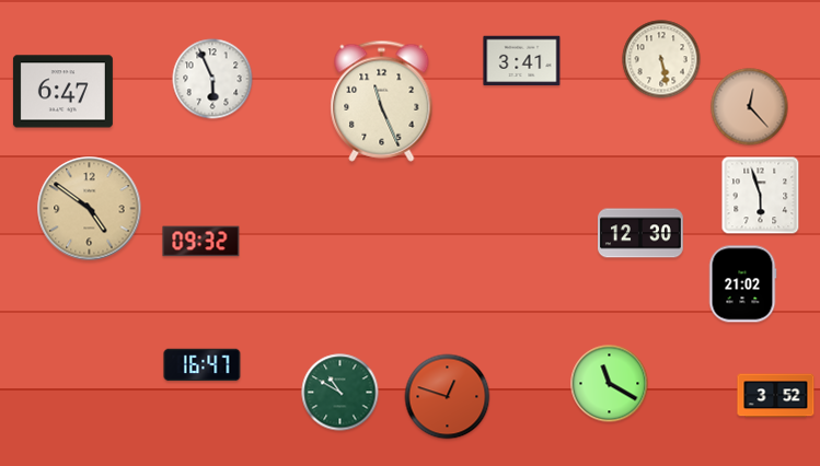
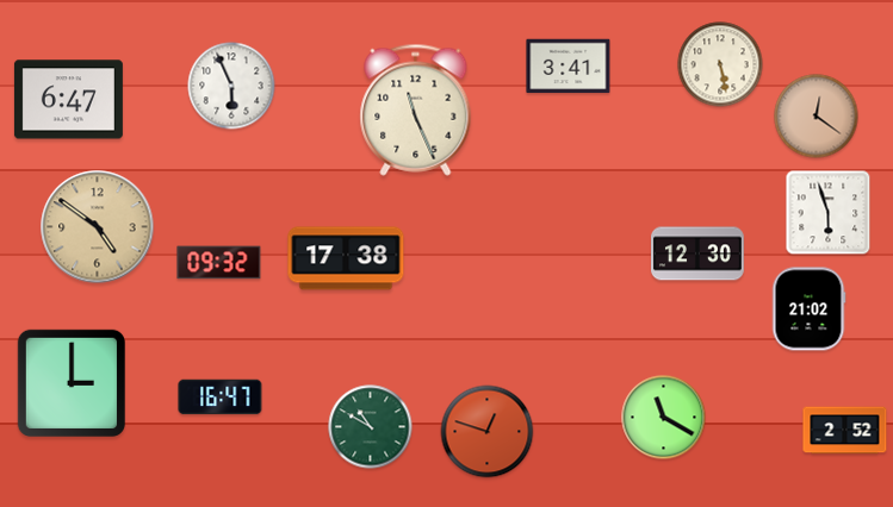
clock at (750, 107): 12:23 -> 12:21
clock at (346, 258): none -> 17:38
clock at (72, 383): none -> 3:00
clock at (776, 396): 3:52 -> 2:52
